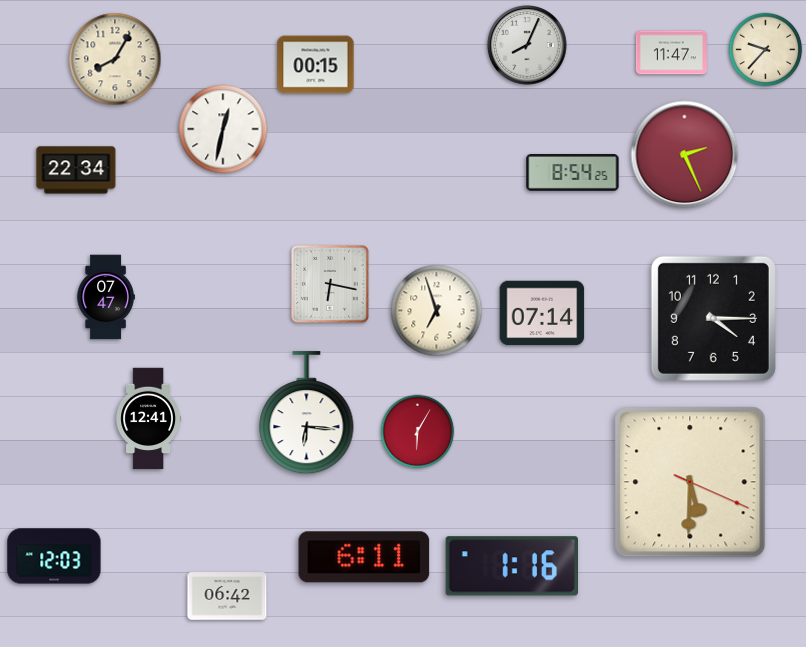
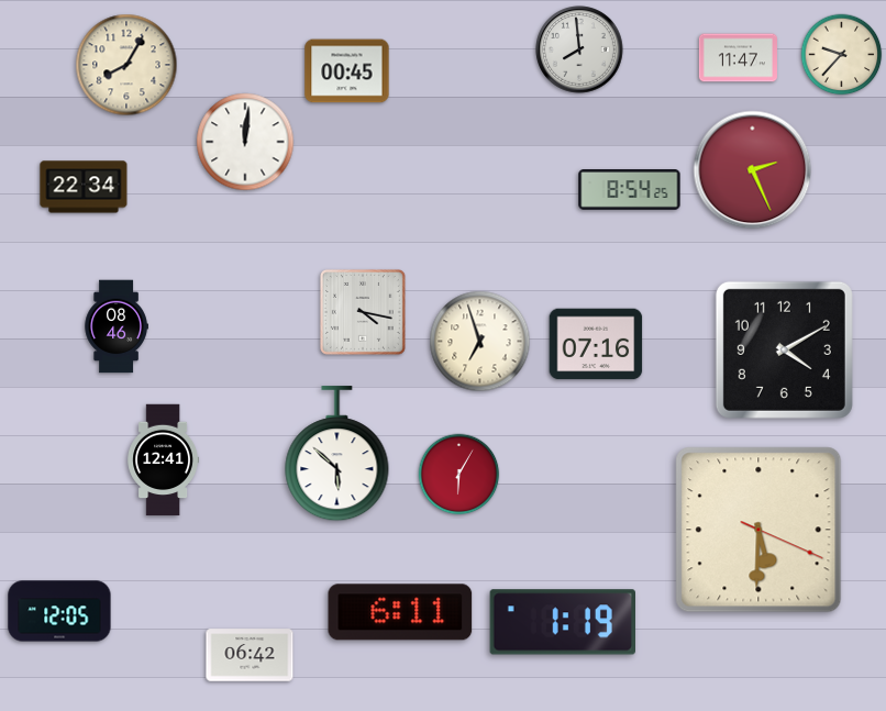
clock at (527, 45): 8:04 -> 7:59
clock at (316, 65): 00:15 -> 00:45
clock at (223, 129): 12:32 -> 12:01
clock at (330, 284): 6:17 -> 4:17
clock at (106, 297): 07:47 -> 08:46
clock at (542, 313): 07:14 -> 07:16
clock at (713, 318): 4:15 -> 4:10
clock at (307, 413): 6:16 -> 5:52
clock at (54, 556): 12:03 -> 12:05
clock at (511, 566): 1:16 -> 1:19
